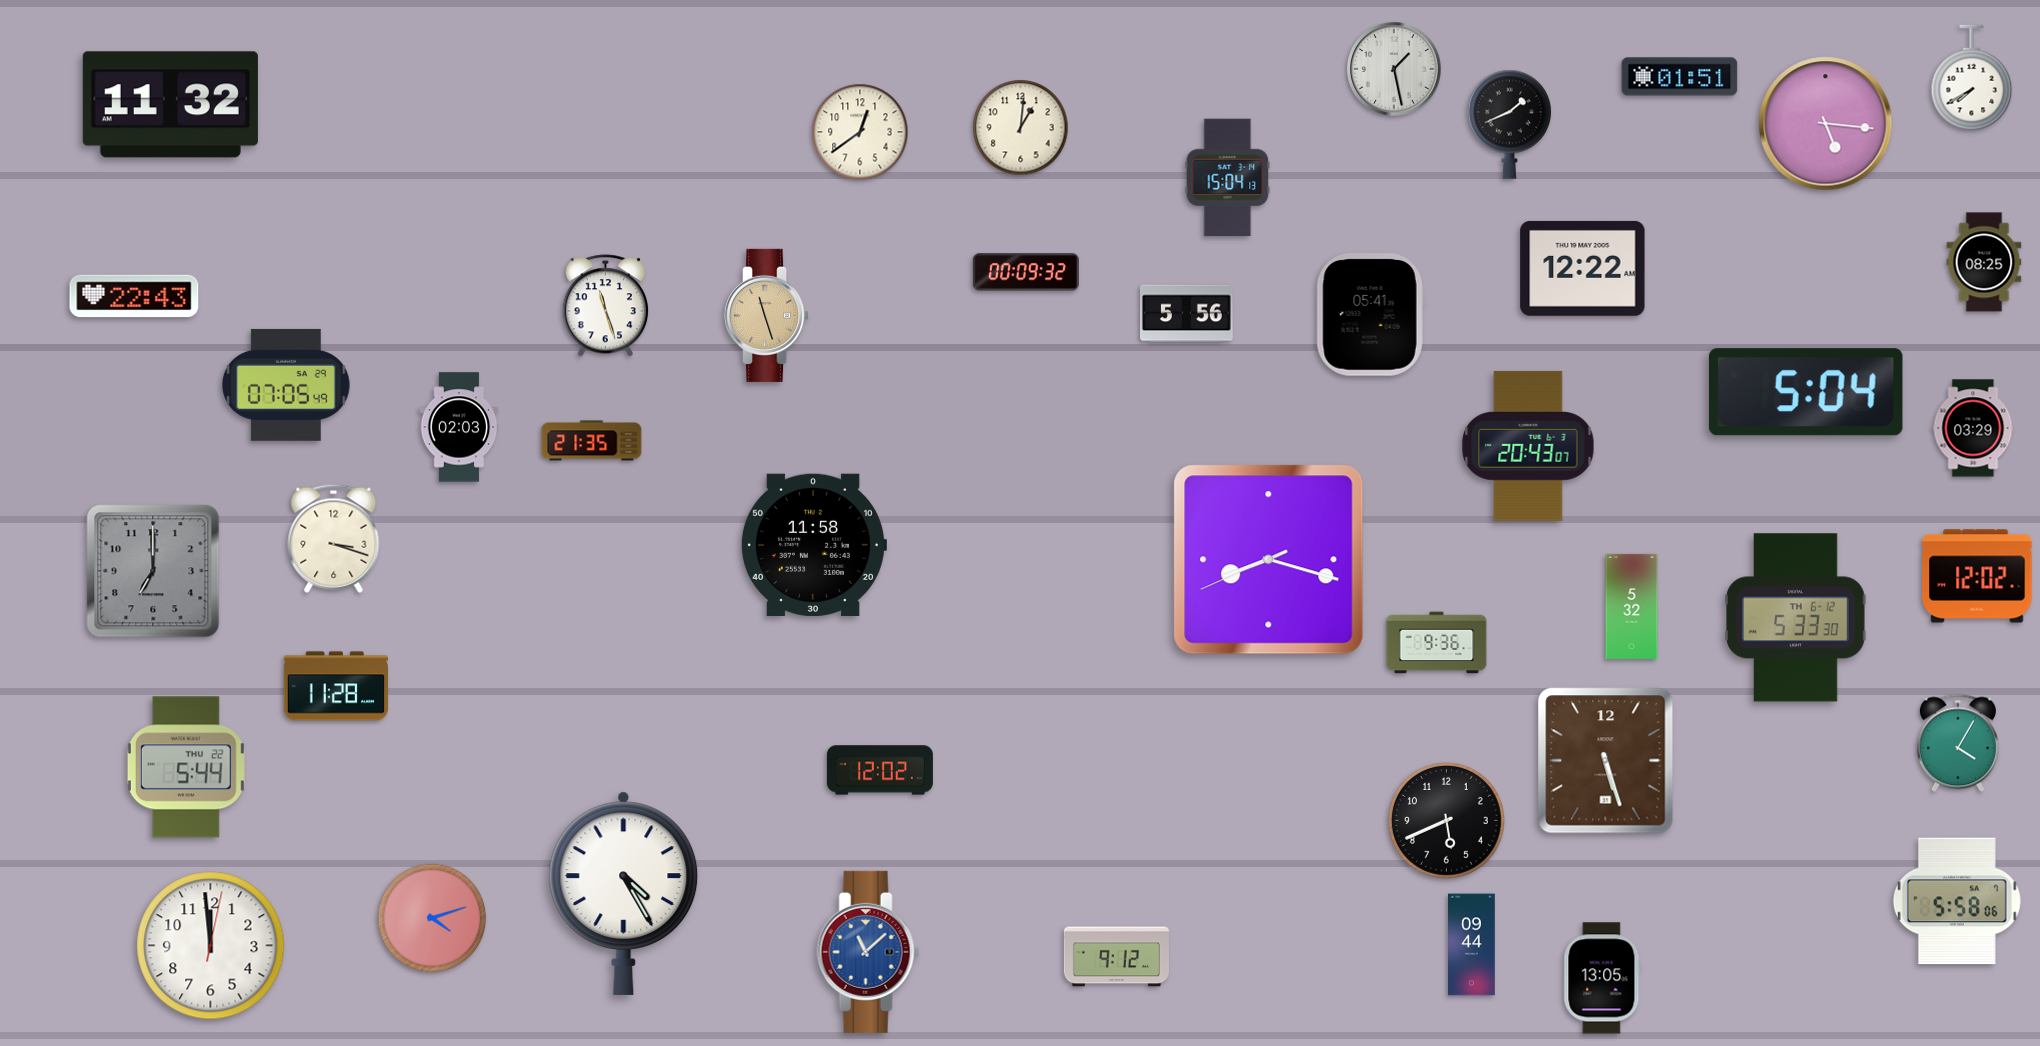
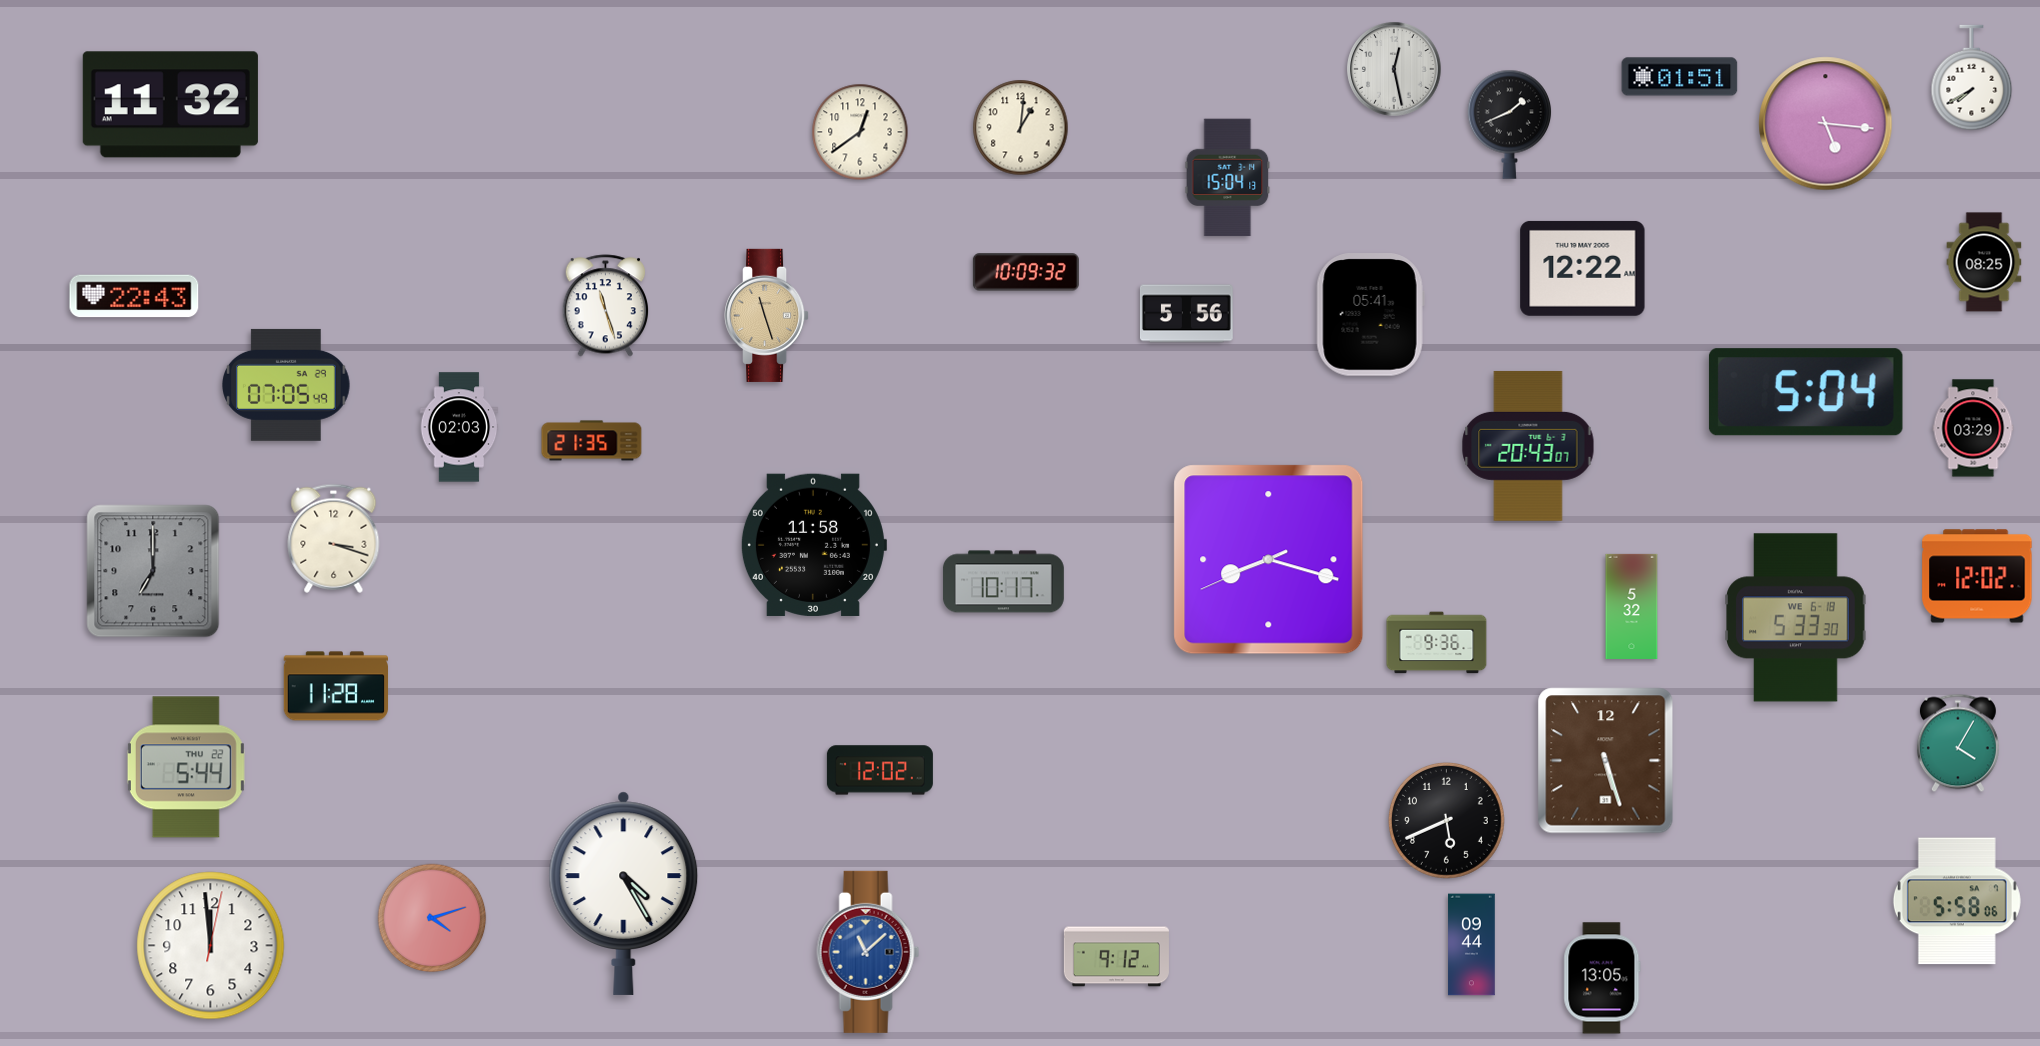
clock at (1394, 69): 1:28 -> 12:28
clock at (1026, 272): 00:09 -> 10:09
clock at (1003, 582): none -> 10:17
clock at (1796, 618) date: TH 6-12 -> WE 6-18
